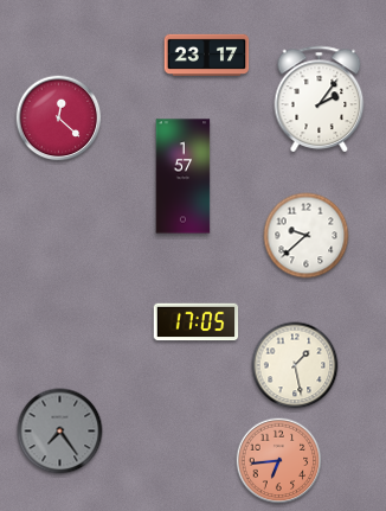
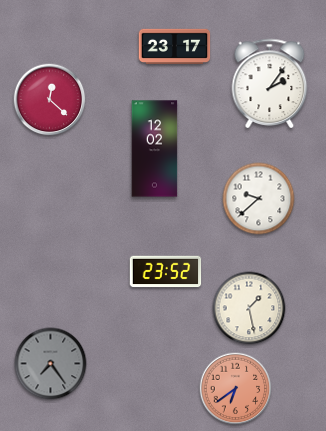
clock at (184, 177): 1:57 -> 12:02
clock at (197, 322): 17:05 -> 23:52
clock at (279, 461): 6:44 -> 6:39
